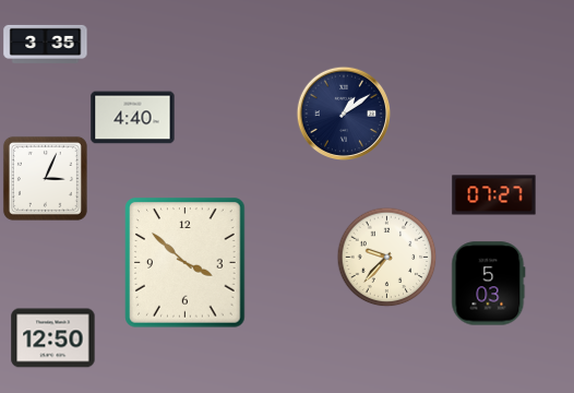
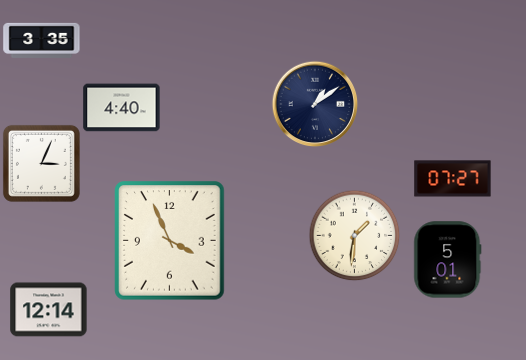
clock at (386, 257): 9:37 -> 1:31
clock at (186, 263): 3:52 -> 3:56
clock at (489, 284): 5:03 -> 5:01
clock at (53, 338): 12:50 -> 12:14
